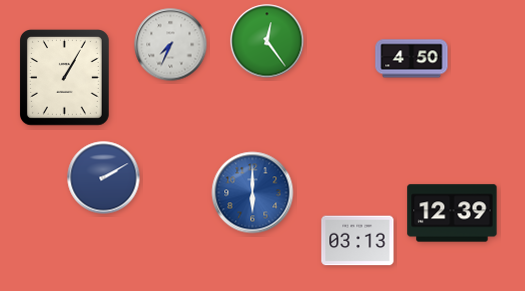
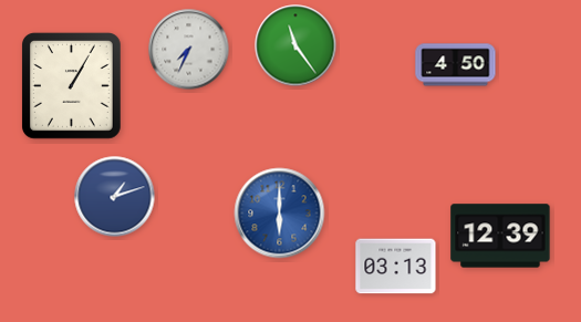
clock at (267, 41): 12:24 -> 11:24
clock at (104, 178): 2:10 -> 1:12
